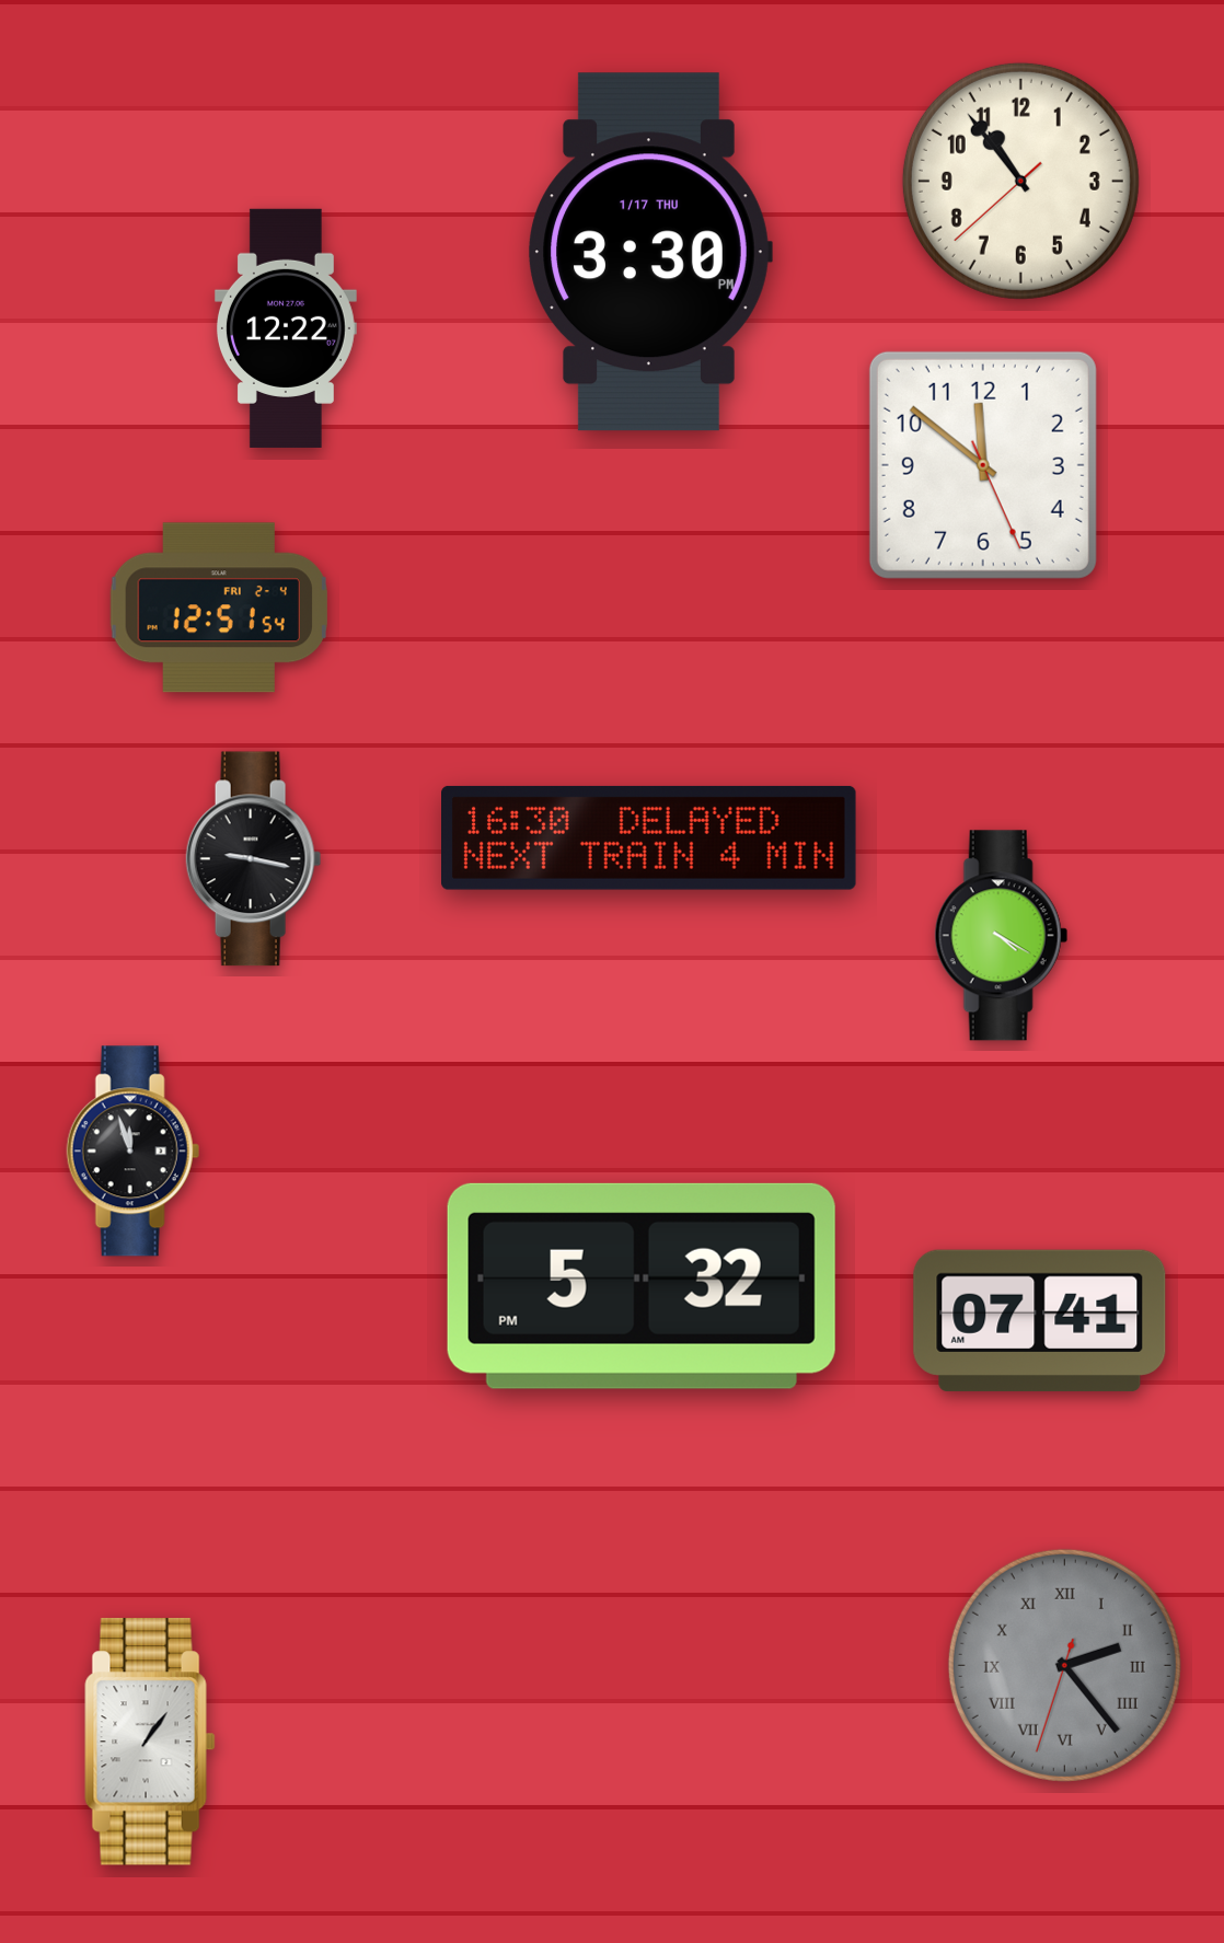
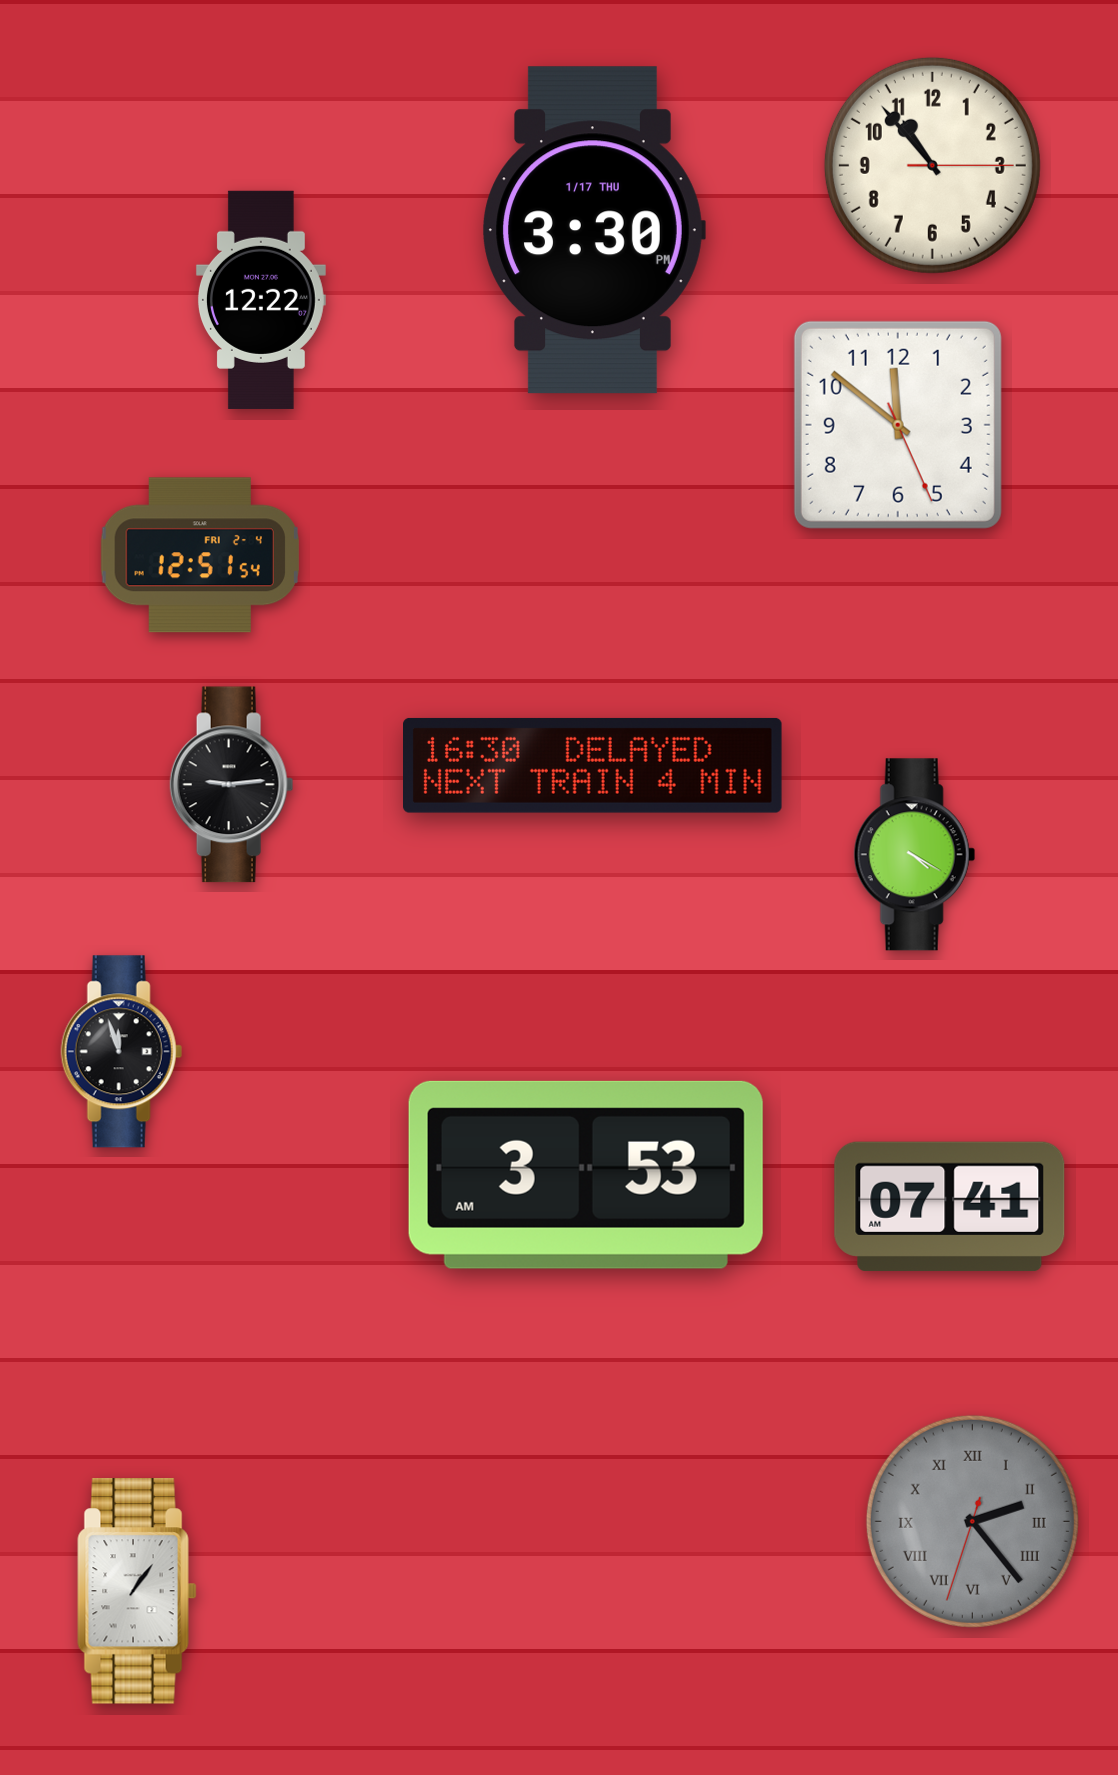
clock at (1020, 181): 10:53:38 -> 10:53:15
clock at (254, 859): 9:17 -> 9:14
clock at (642, 1286): 5:32 -> 3:53
